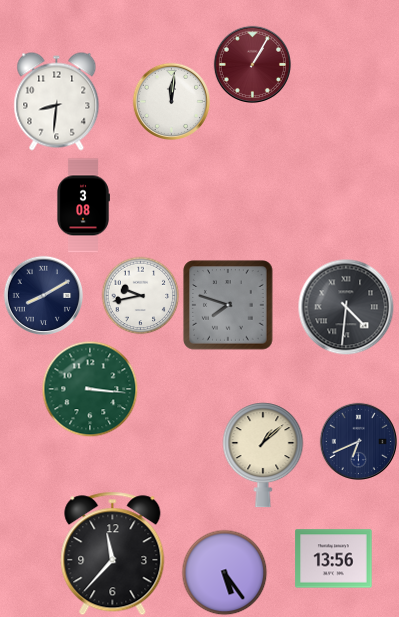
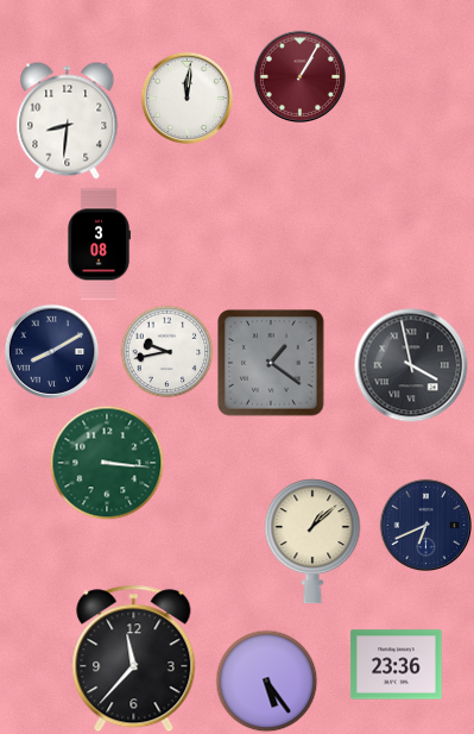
clock at (171, 101) position: (171, 101) -> (187, 98)
clock at (228, 305): 7:48 -> 1:21
clock at (346, 307): 4:31 -> 3:58
clock at (334, 559): 13:56 -> 23:36
